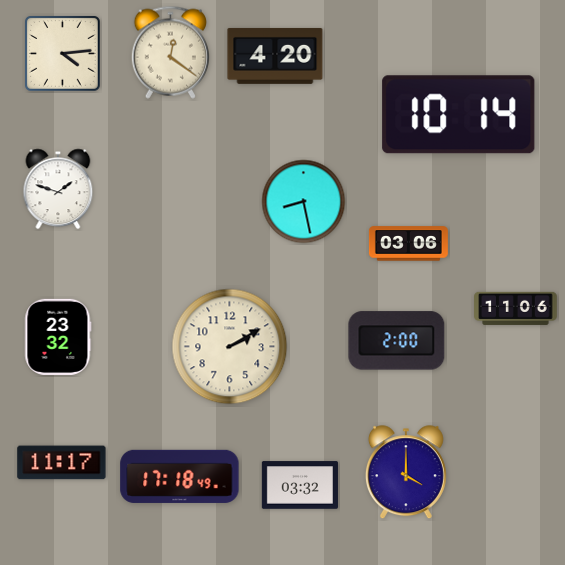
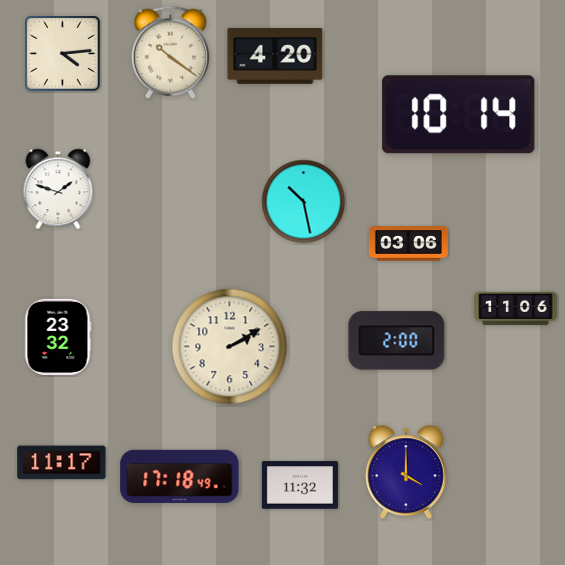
clock at (170, 52): 12:21 -> 10:21
clock at (304, 202): 8:28 -> 10:28
clock at (300, 485): 03:32 -> 11:32
